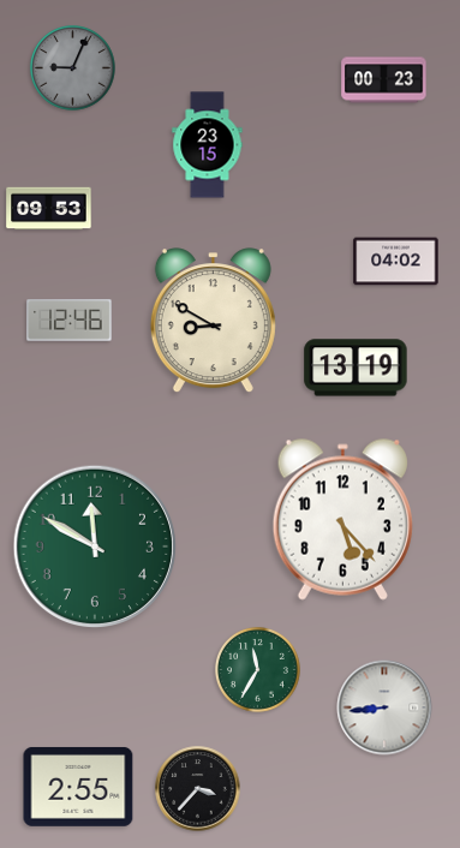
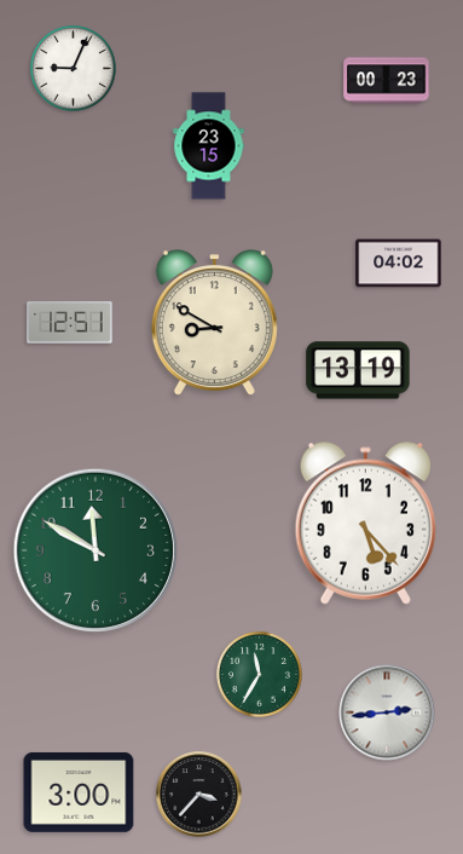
clock at (72, 67) dial: grey -> white
clock at (49, 209): 09:53 -> none
clock at (70, 321): 12:46 -> 12:51
clock at (342, 519) position: (342, 519) -> (365, 523)
clock at (384, 707): 8:44 -> 2:44
clock at (78, 787): 2:55 -> 3:00
